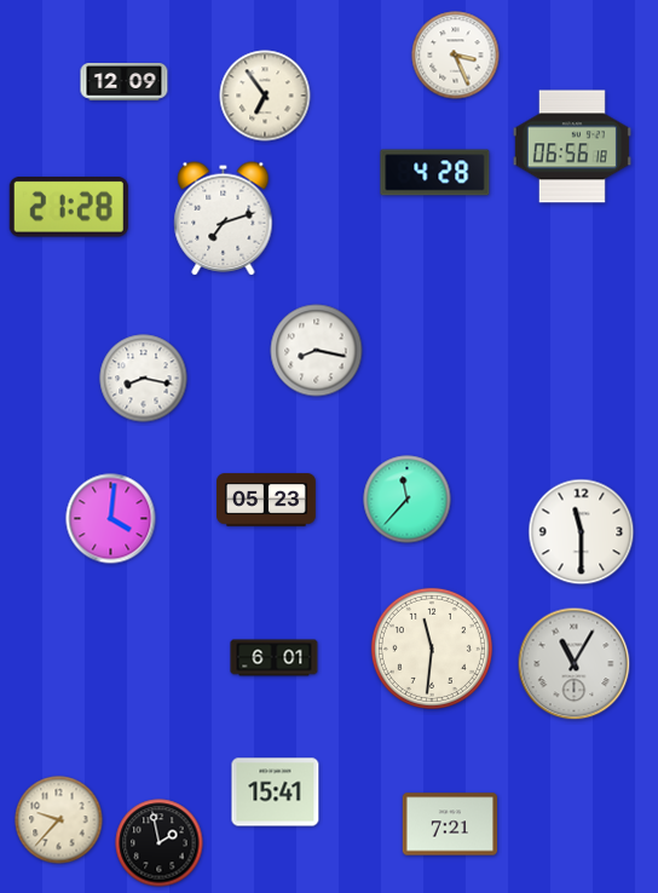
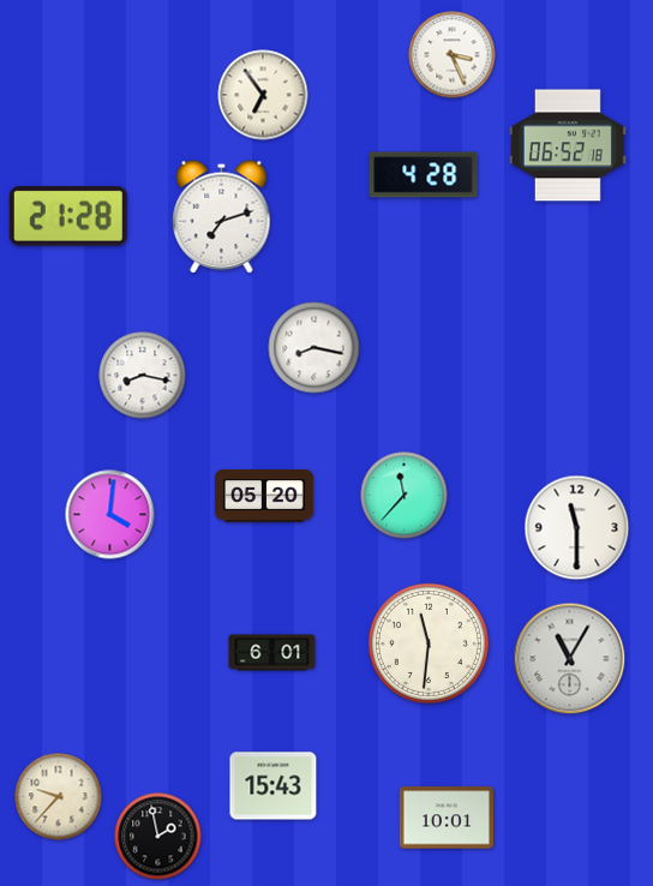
clock at (125, 82): 12:09 -> none
clock at (572, 146): 06:56 -> 06:52
clock at (435, 173) position: (435, 173) -> (424, 175)
clock at (69, 207) position: (69, 207) -> (68, 216)
clock at (267, 500): 05:23 -> 05:20
clock at (276, 793): 15:41 -> 15:43
clock at (59, 820) position: (59, 820) -> (59, 797)
clock at (450, 824): 7:21 -> 10:01
